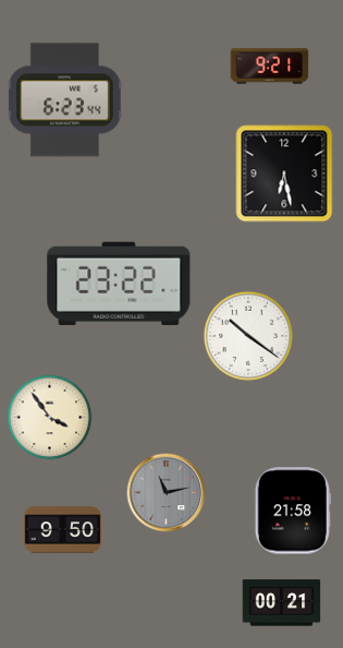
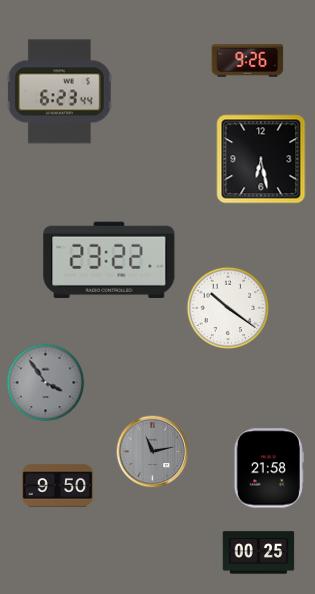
clock at (270, 67): 9:21 -> 9:26
clock at (50, 418) dial: cream -> grey
clock at (282, 603): 00:21 -> 00:25
